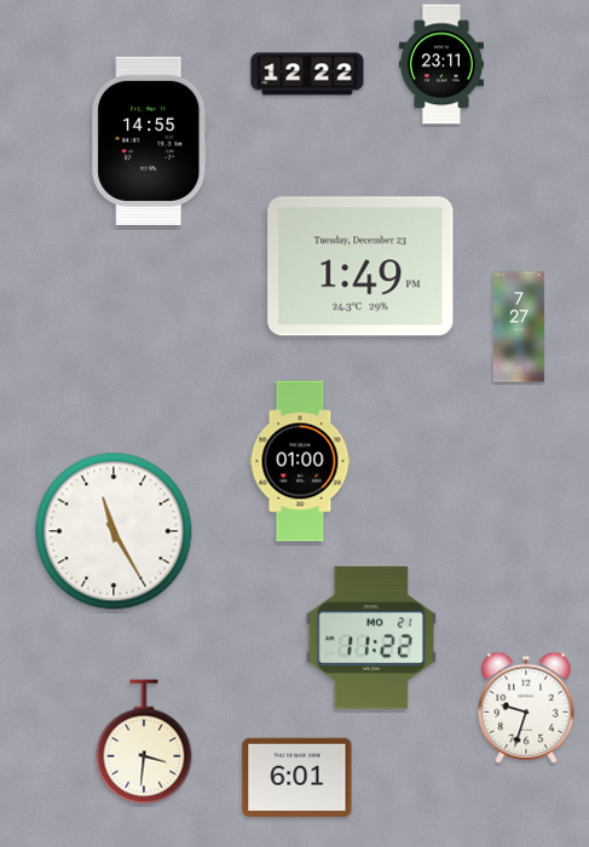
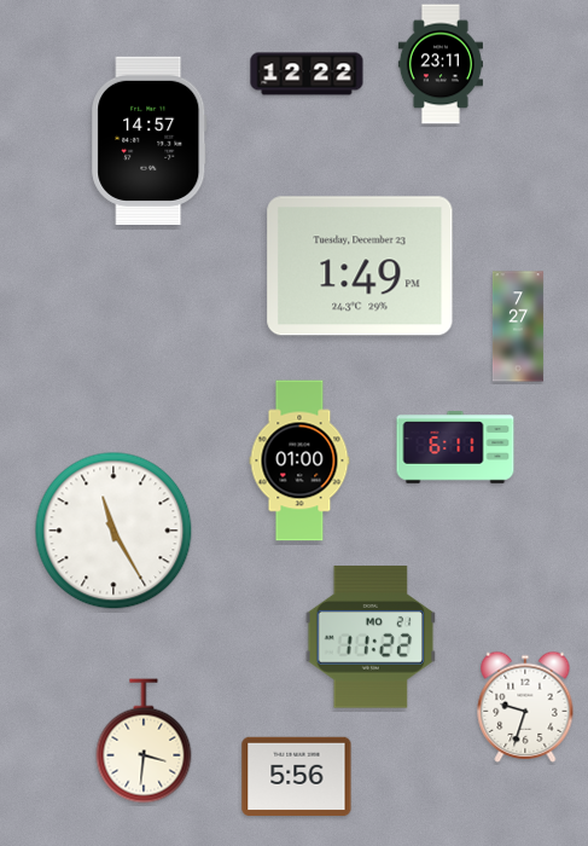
clock at (150, 140): 14:55 -> 14:57
clock at (455, 447): none -> 6:11
clock at (298, 778): 6:01 -> 5:56
